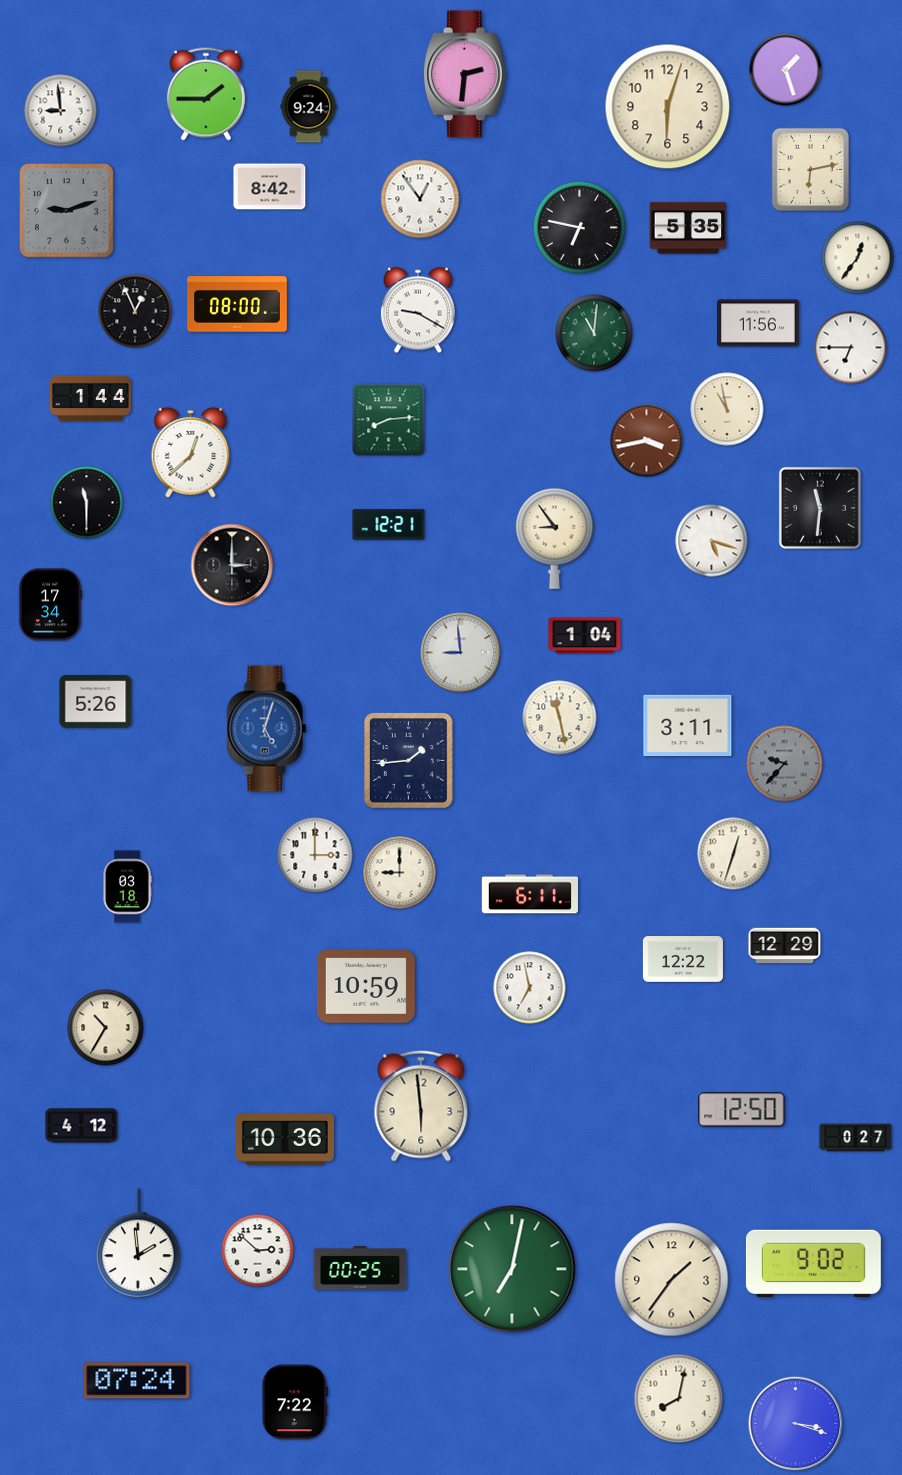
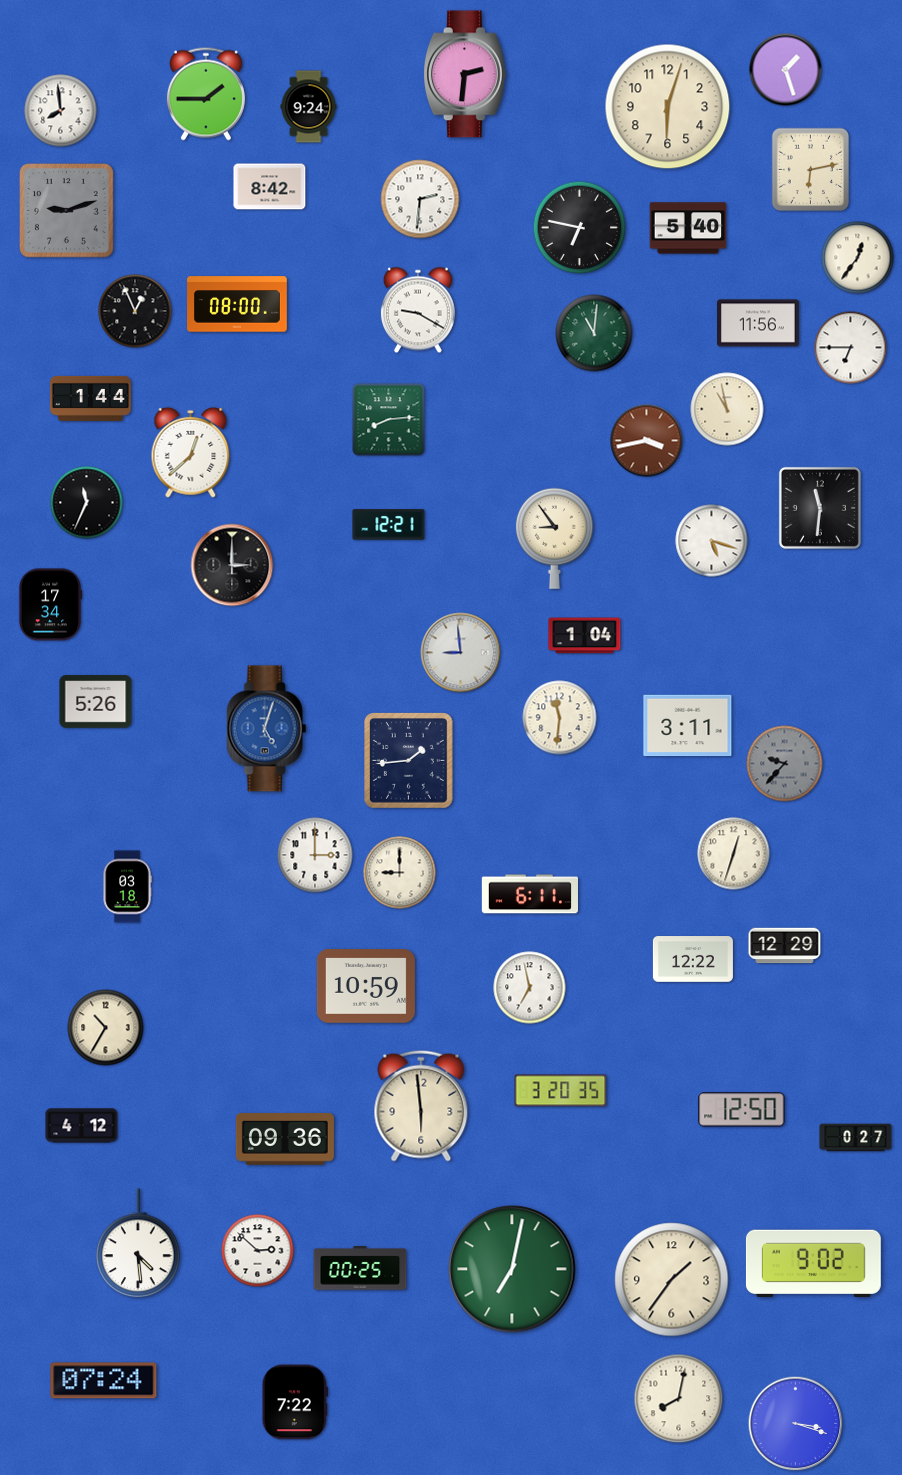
clock at (61, 111): 8:59 -> 7:59
clock at (420, 199): 12:54 -> 2:31
clock at (688, 228): 5:35 -> 5:40
clock at (87, 503): 11:30 -> 11:34
clock at (560, 718): 11:28 -> 11:31
clock at (683, 959) position: (683, 959) -> (693, 959)
clock at (561, 1091): none -> 3:20
clock at (285, 1139): 10:36 -> 09:36
clock at (138, 1244): 1:59 -> 4:29
clock at (137, 1381) position: (137, 1381) -> (104, 1381)
